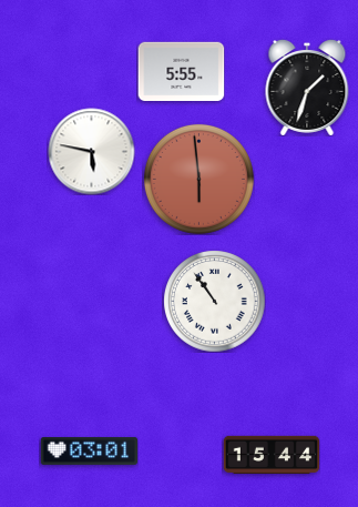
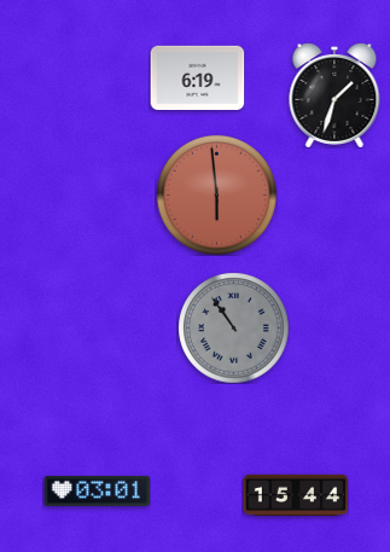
clock at (181, 71): 5:55 -> 6:19
clock at (91, 151): 5:47 -> none
clock at (214, 301) dial: white -> grey
